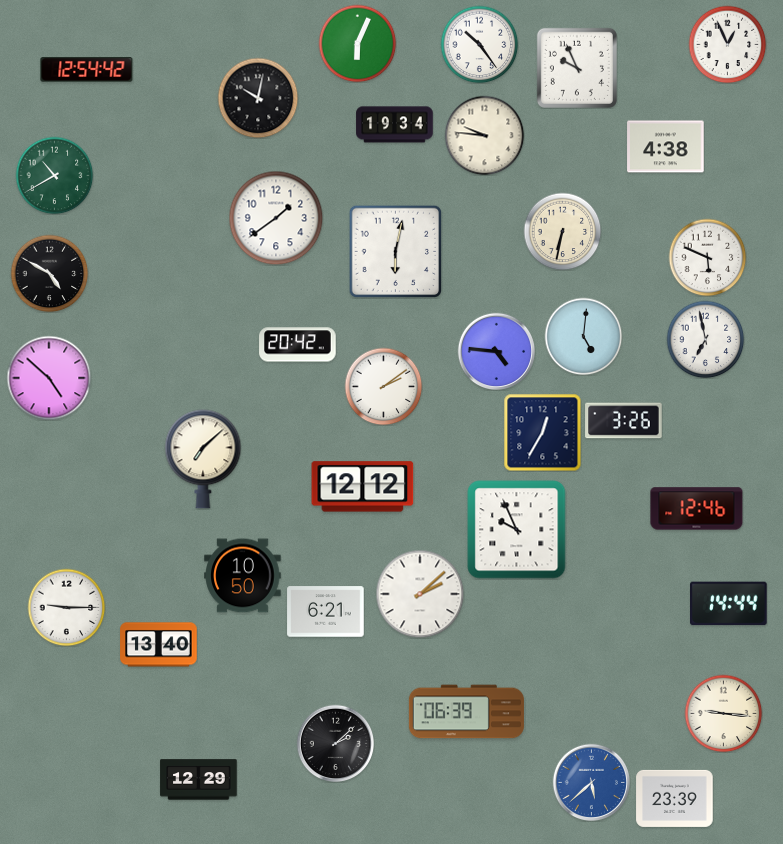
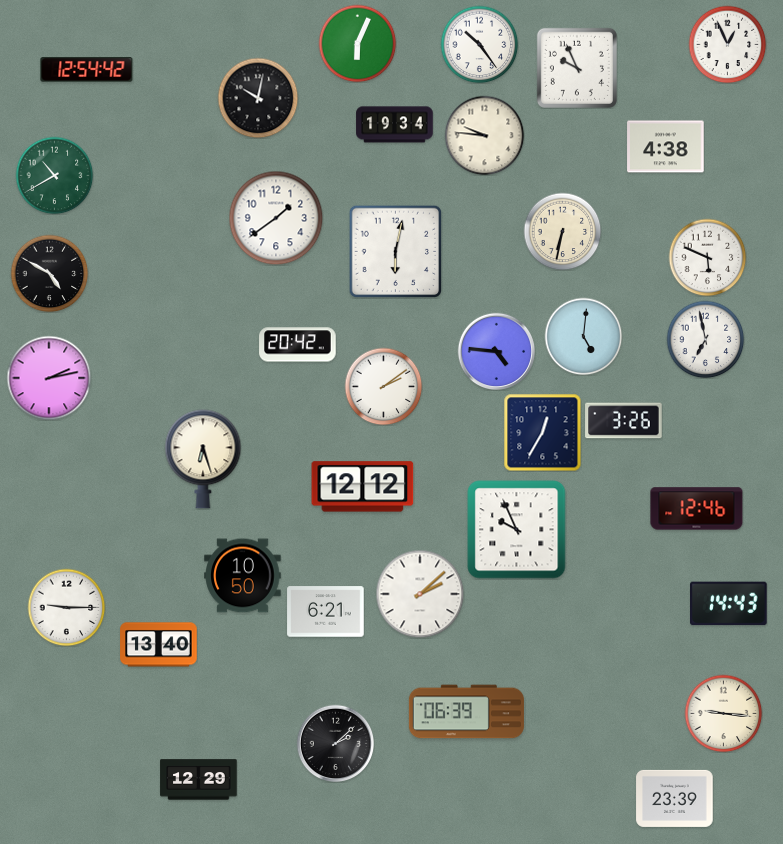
clock at (49, 378): 4:52 -> 2:13
clock at (203, 459): 7:08 -> 6:27
clock at (729, 604): 14:44 -> 14:43
clock at (591, 782): 5:38 -> none
